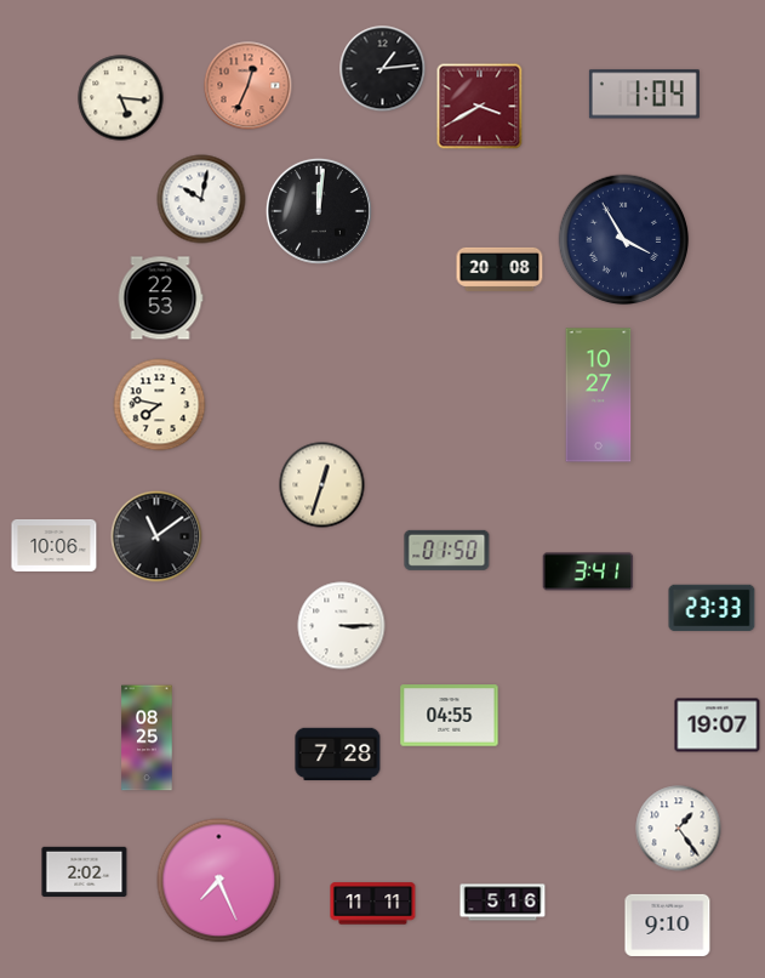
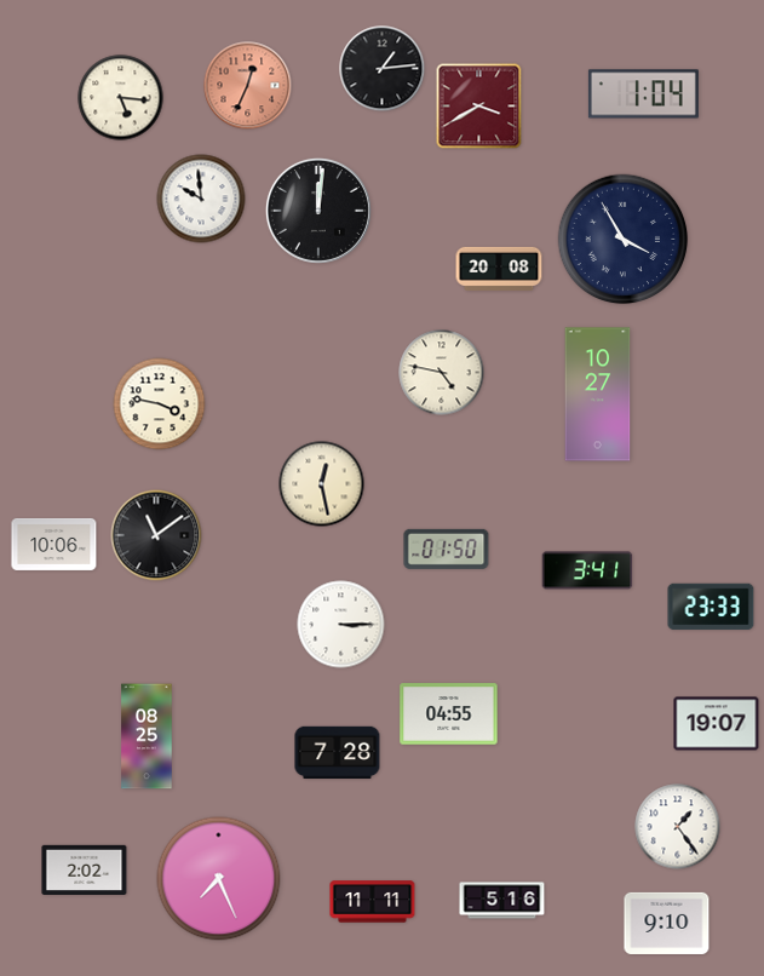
clock at (201, 199): 10:02 -> 9:59
clock at (160, 298): 22:53 -> none
clock at (442, 373): none -> 4:47
clock at (160, 405): 7:47 -> 3:47
clock at (322, 485): 12:33 -> 12:28
